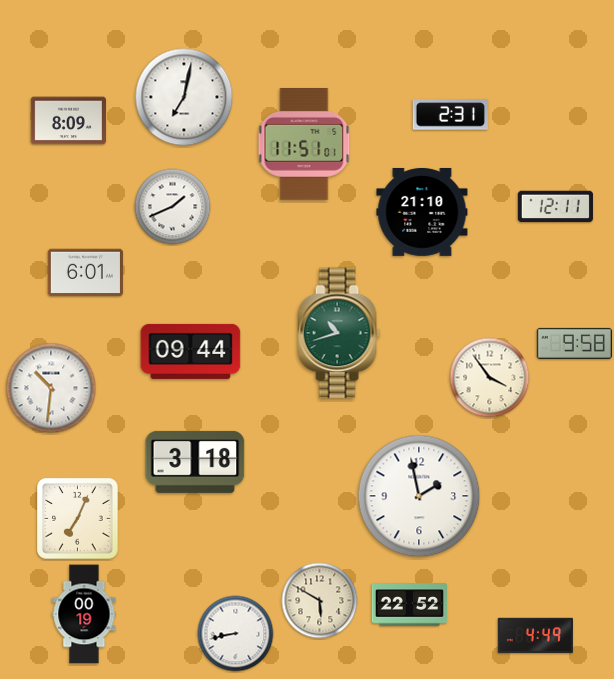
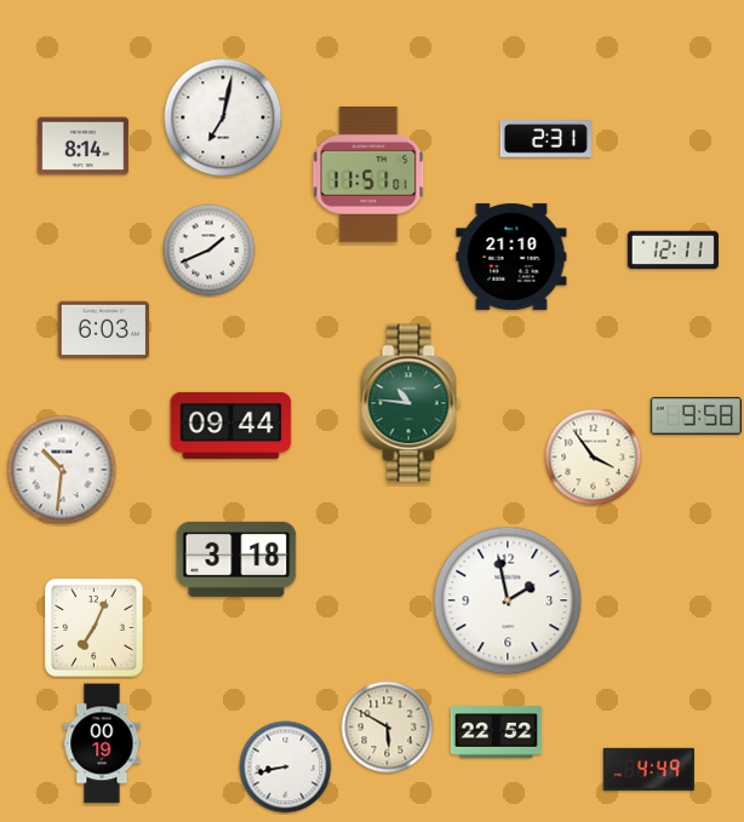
clock at (68, 121): 8:09 -> 8:14
clock at (85, 273): 6:01 -> 6:03
clock at (339, 333): 10:42 -> 10:46
